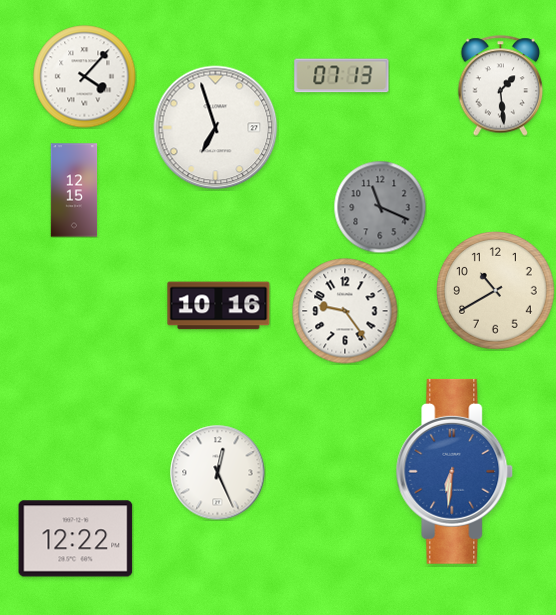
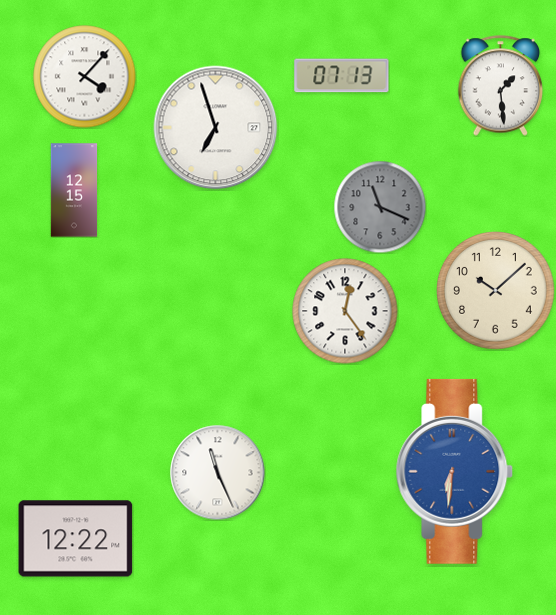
clock at (496, 291): 10:40 -> 10:08
clock at (219, 306): 10:16 -> none
clock at (345, 311): 9:24 -> 12:24
clock at (217, 472): 12:26 -> 11:26
